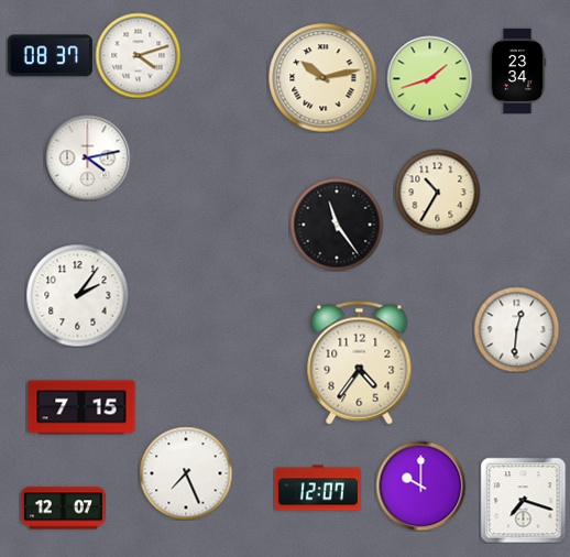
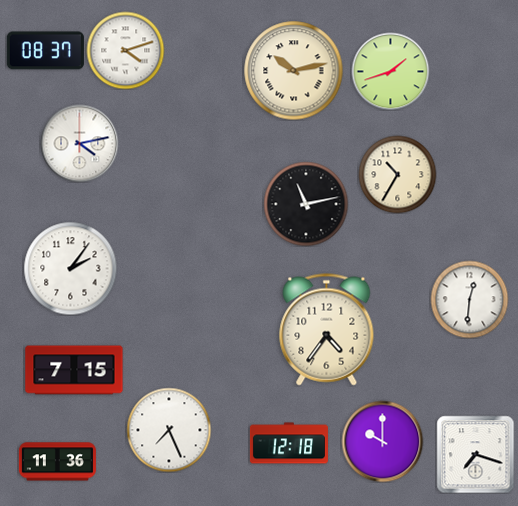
clock at (517, 70): 23:34 -> none
clock at (337, 225): 11:24 -> 11:13
clock at (318, 488): 12:07 -> 12:18
clock at (63, 509): 12:07 -> 11:36
